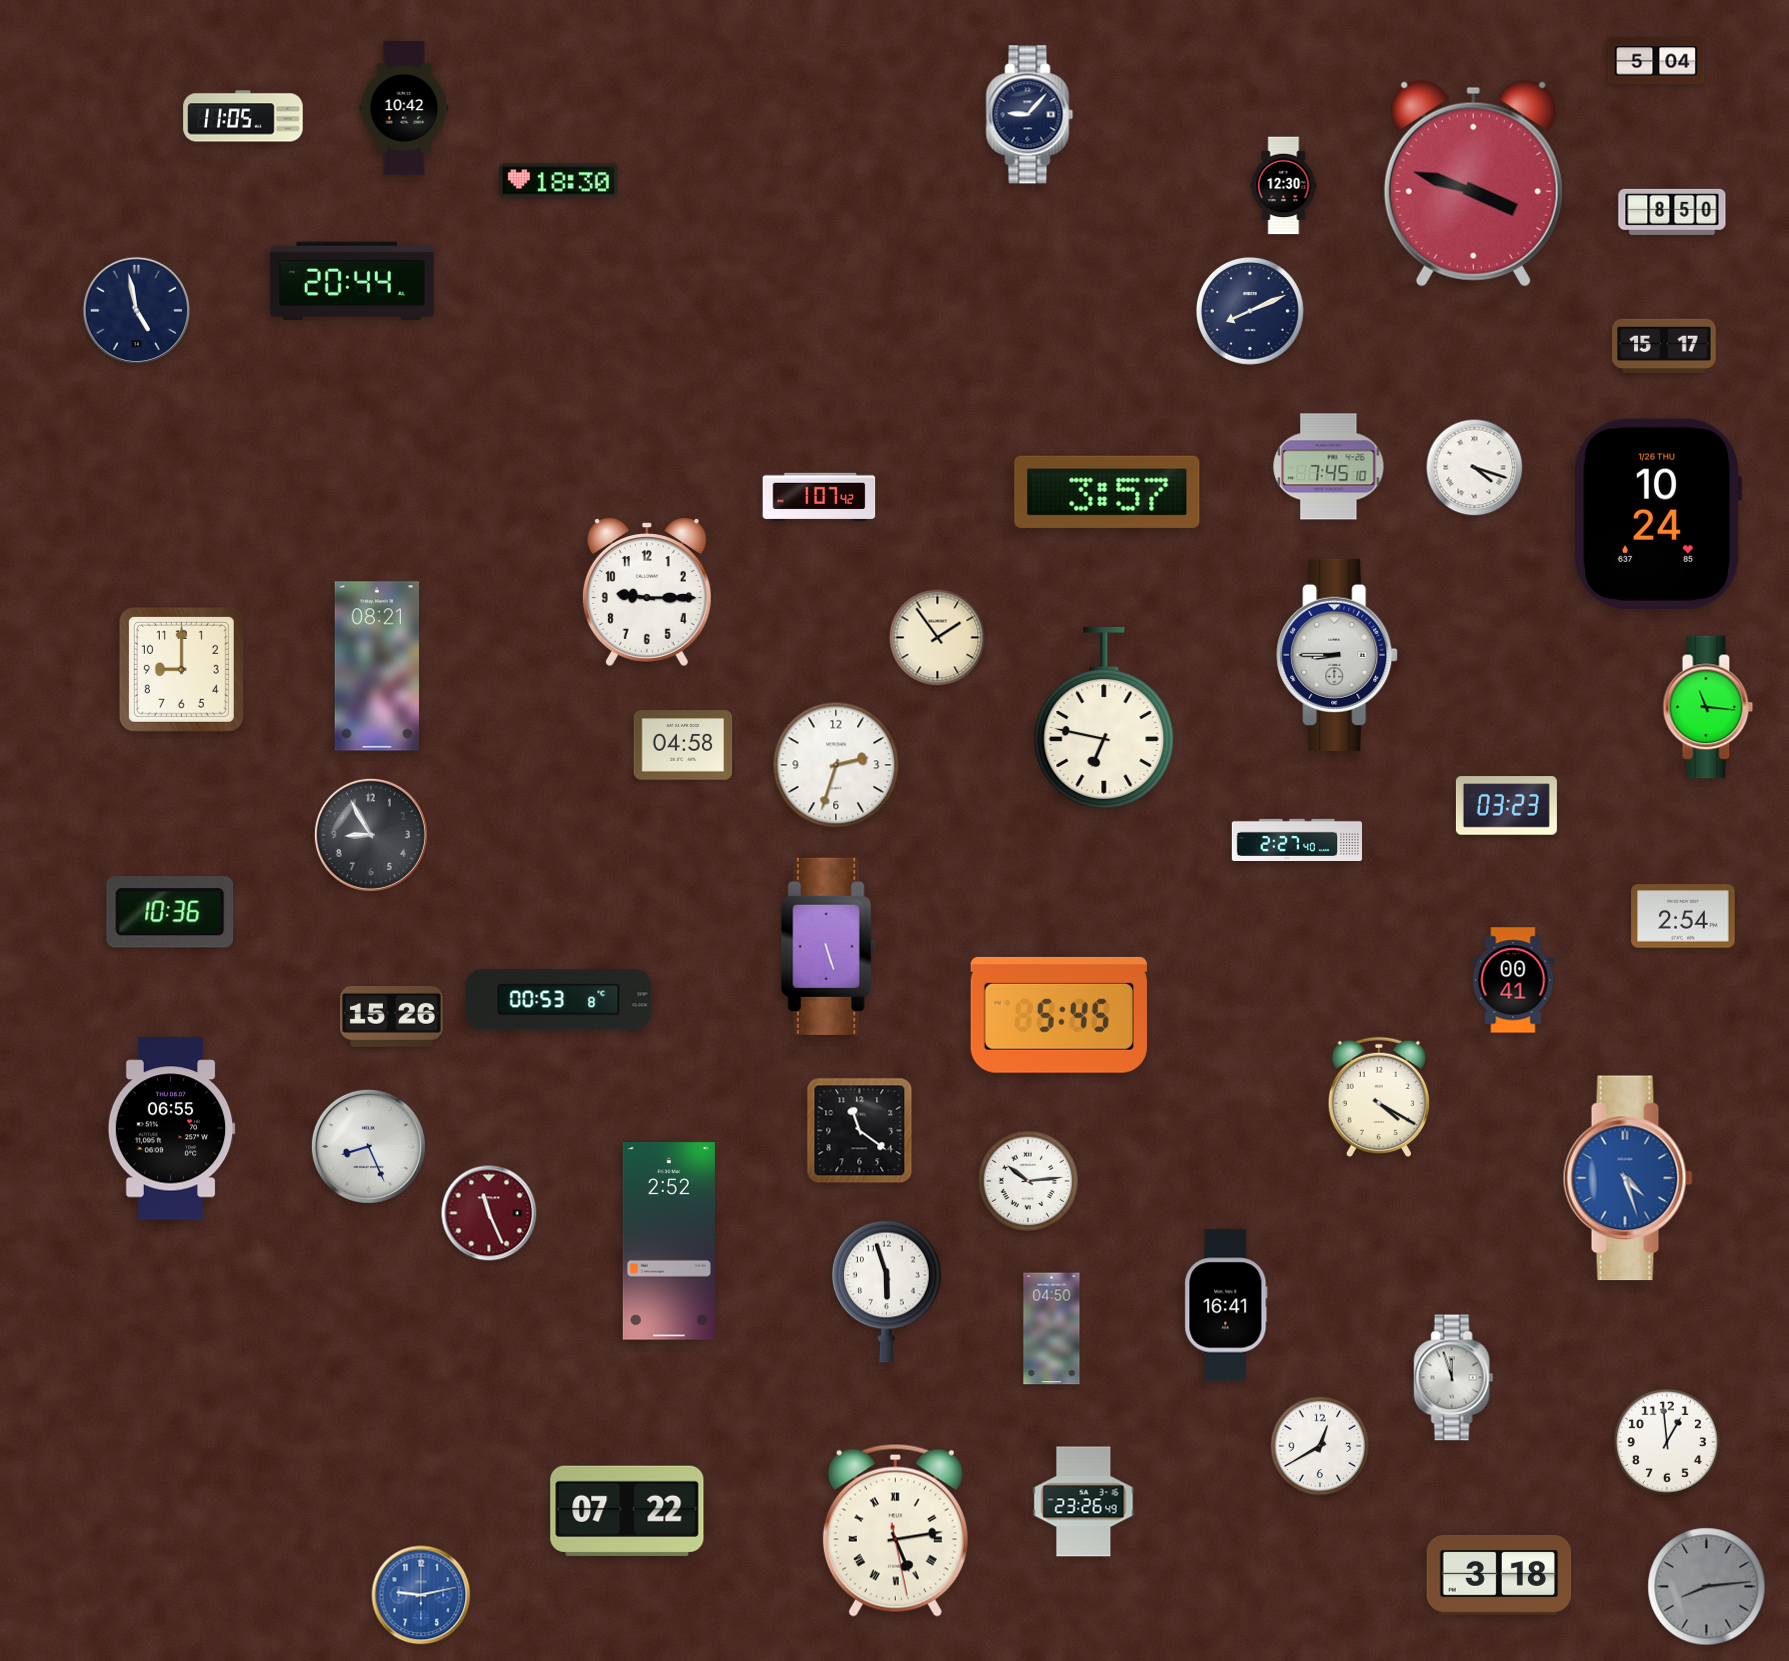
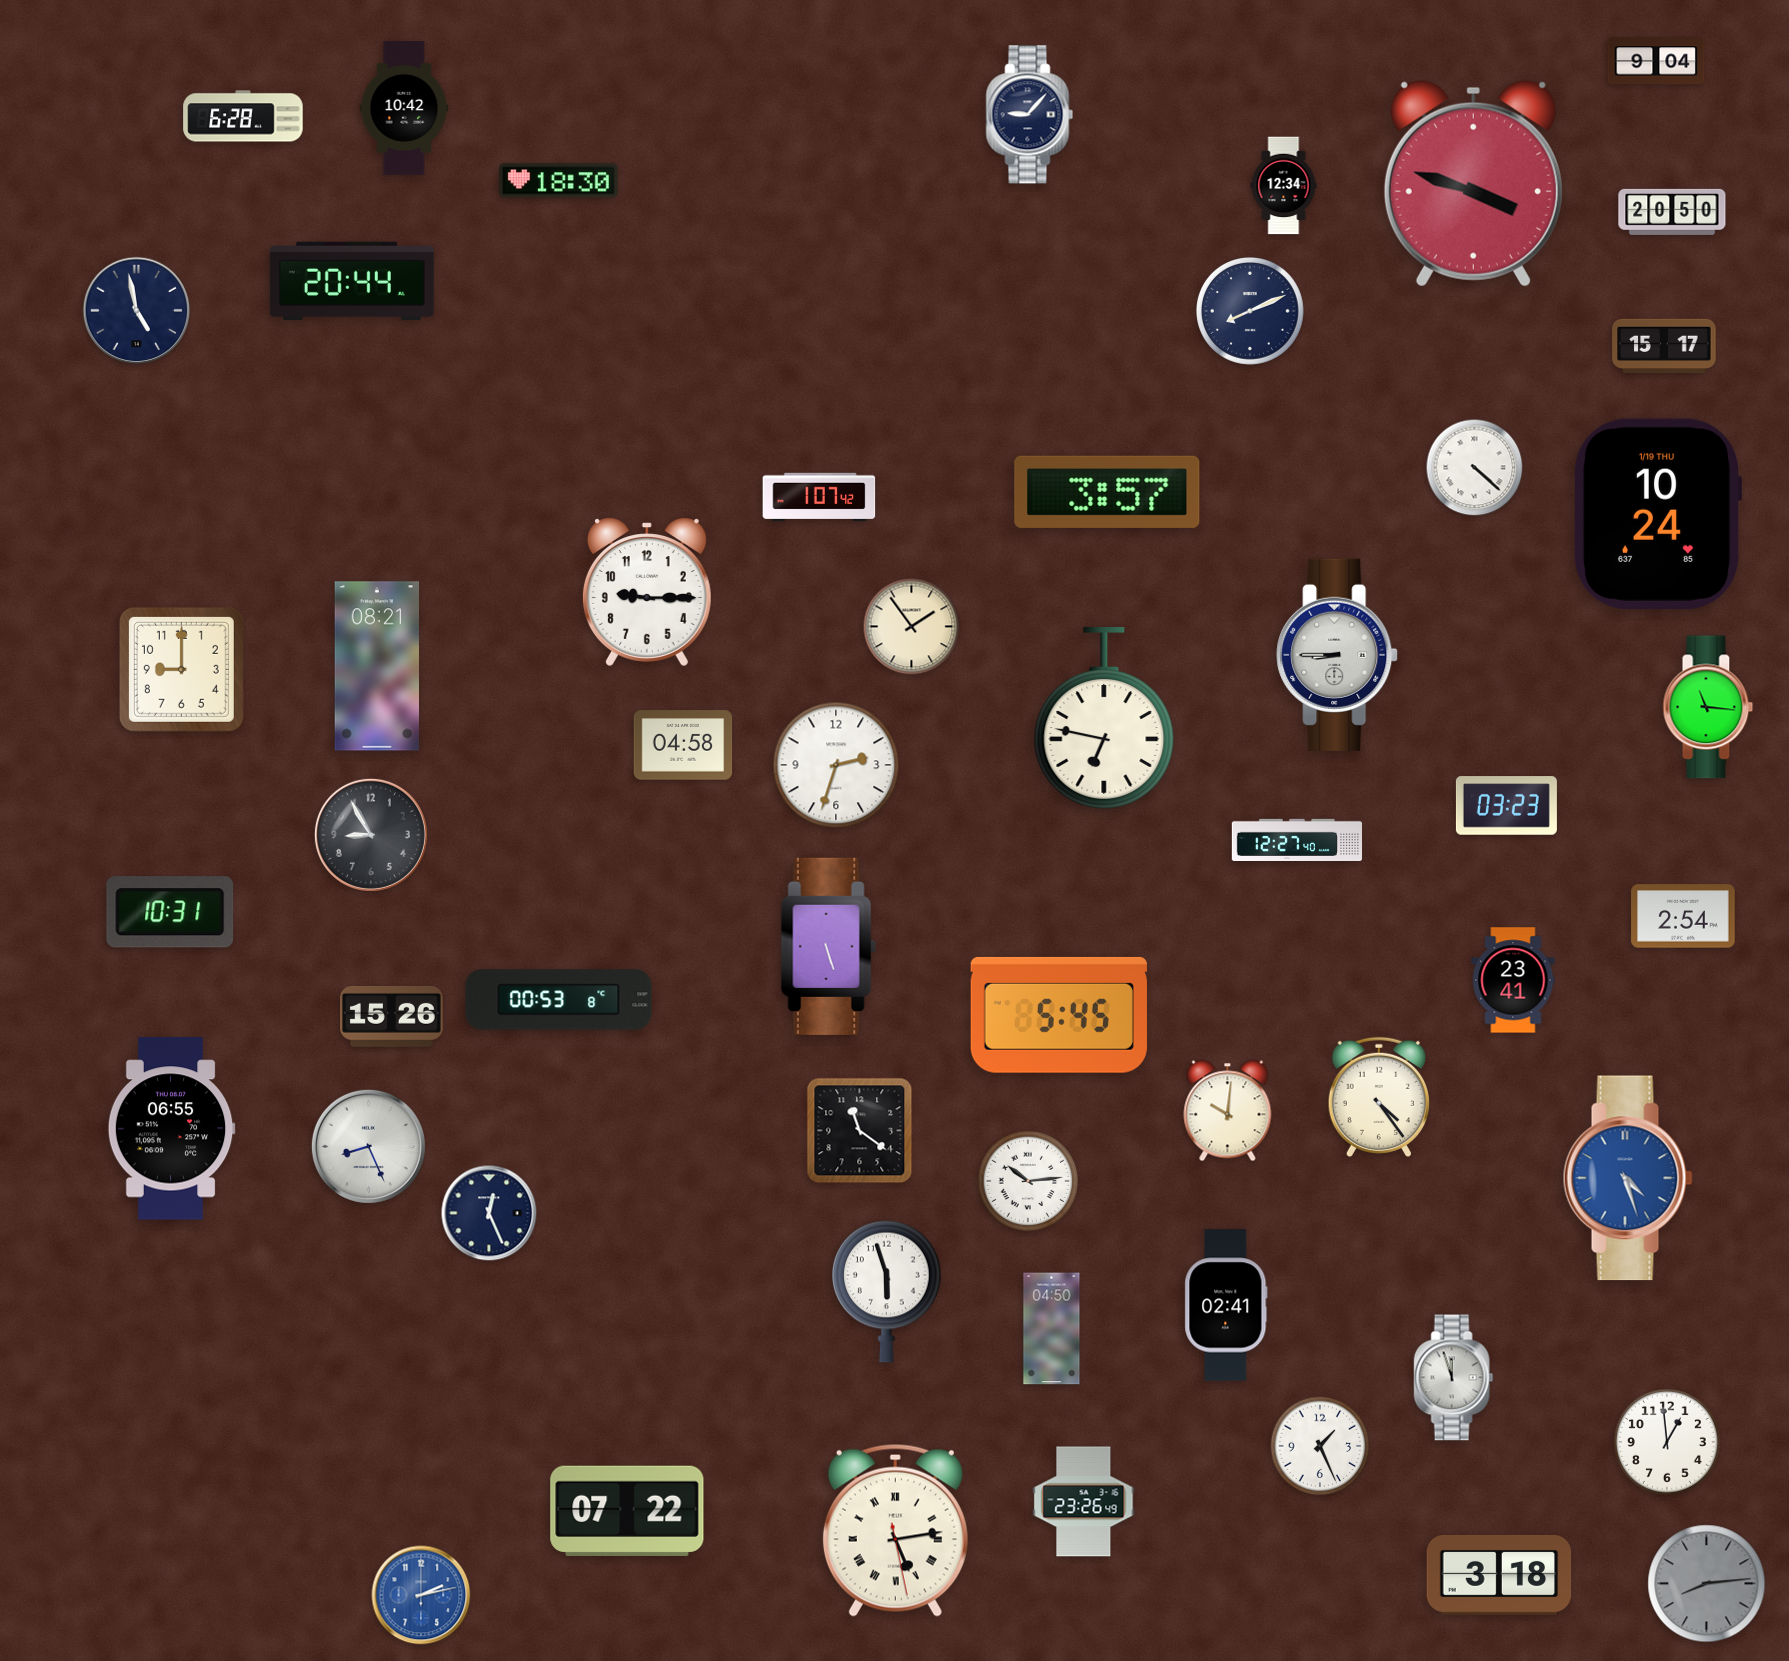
clock at (1656, 61): 5:04 -> 9:04
clock at (243, 116): 11:05 -> 6:28
clock at (1284, 186): 12:30 -> 12:34
clock at (1672, 212): 8:50 -> 20:50
clock at (1329, 467): 7:45 -> none
clock at (1475, 468): 4:18 -> 4:22
clock at (1658, 514) date: 1/26 THU -> 1/19 THU
clock at (938, 638) position: (938, 638) -> (912, 627)
clock at (1297, 839): 2:27 -> 12:27
clock at (170, 912): 10:36 -> 10:31
clock at (1513, 980): 00:41 -> 23:41
clock at (1379, 1096): 4:20 -> 4:24
clock at (1228, 1111): none -> 10:01
clock at (489, 1213): 11:26 -> 12:26
clock at (489, 1213) dial: burgundy -> navy
clock at (669, 1241): 2:52 -> none
clock at (1226, 1305): 16:41 -> 02:41
clock at (1320, 1446): 12:40 -> 1:26
clock at (1707, 1587) position: (1707, 1587) -> (1707, 1584)
clock at (421, 1595): 9:13 -> 2:13
